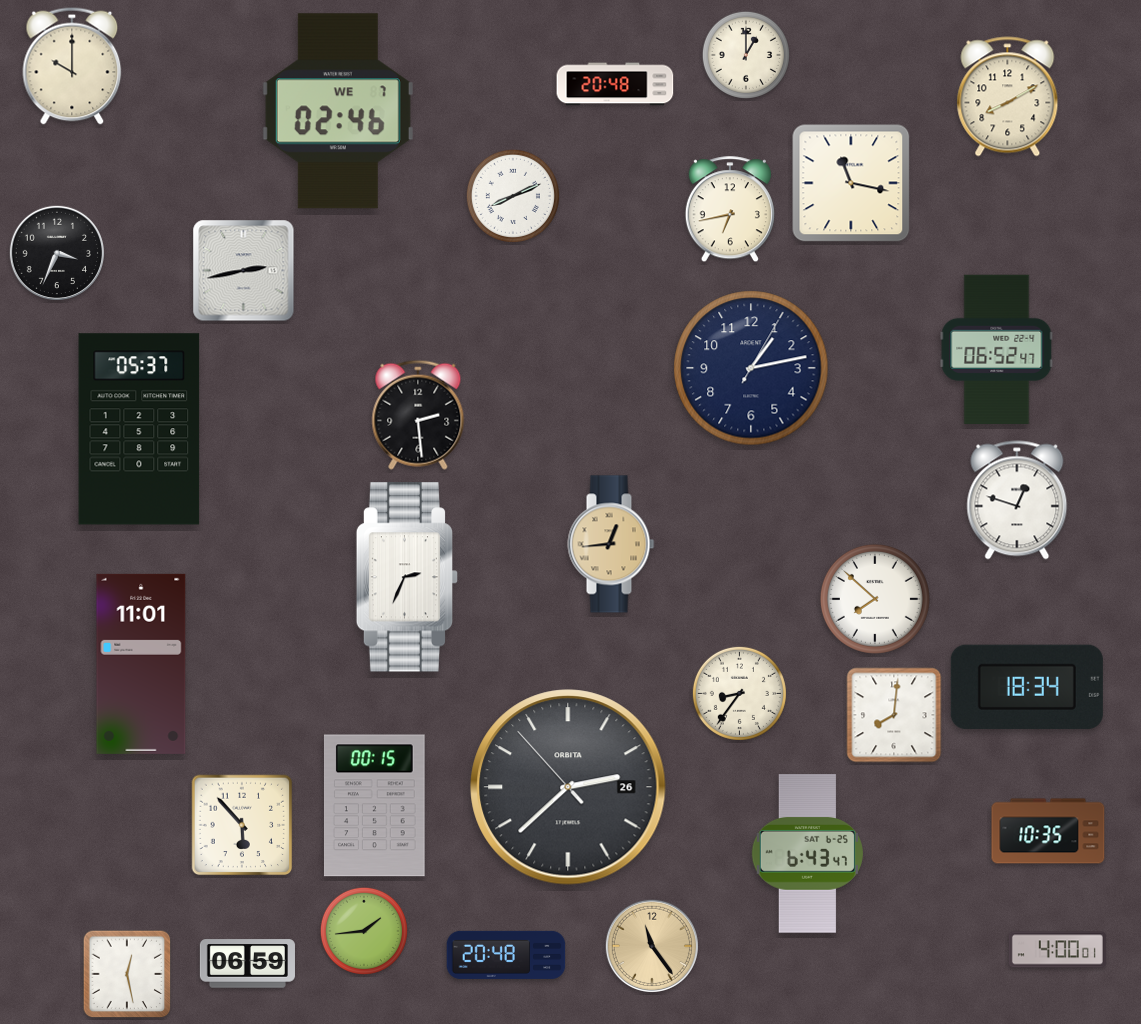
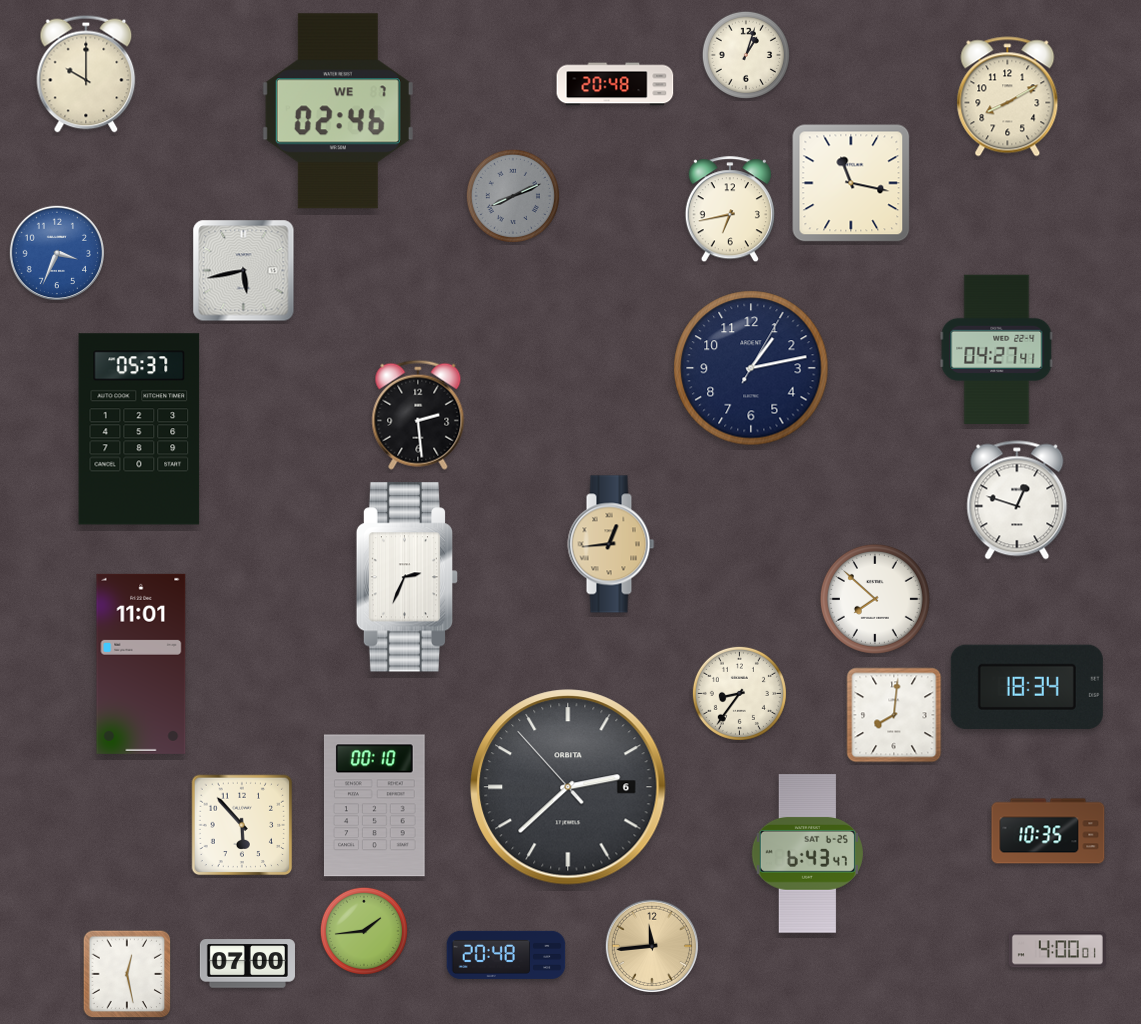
clock at (746, 55): 1:00 -> 1:03
clock at (72, 66) position: (72, 66) -> (86, 74)
clock at (513, 196) dial: white -> grey
clock at (56, 252) dial: black -> blue
clock at (244, 271): 2:43 -> 5:43
clock at (997, 349): 06:52 -> 04:27
clock at (568, 787) date: 26 -> 6
clock at (374, 806): 00:15 -> 00:10
clock at (651, 945): 11:24 -> 11:44
clock at (247, 964): 06:59 -> 07:00
